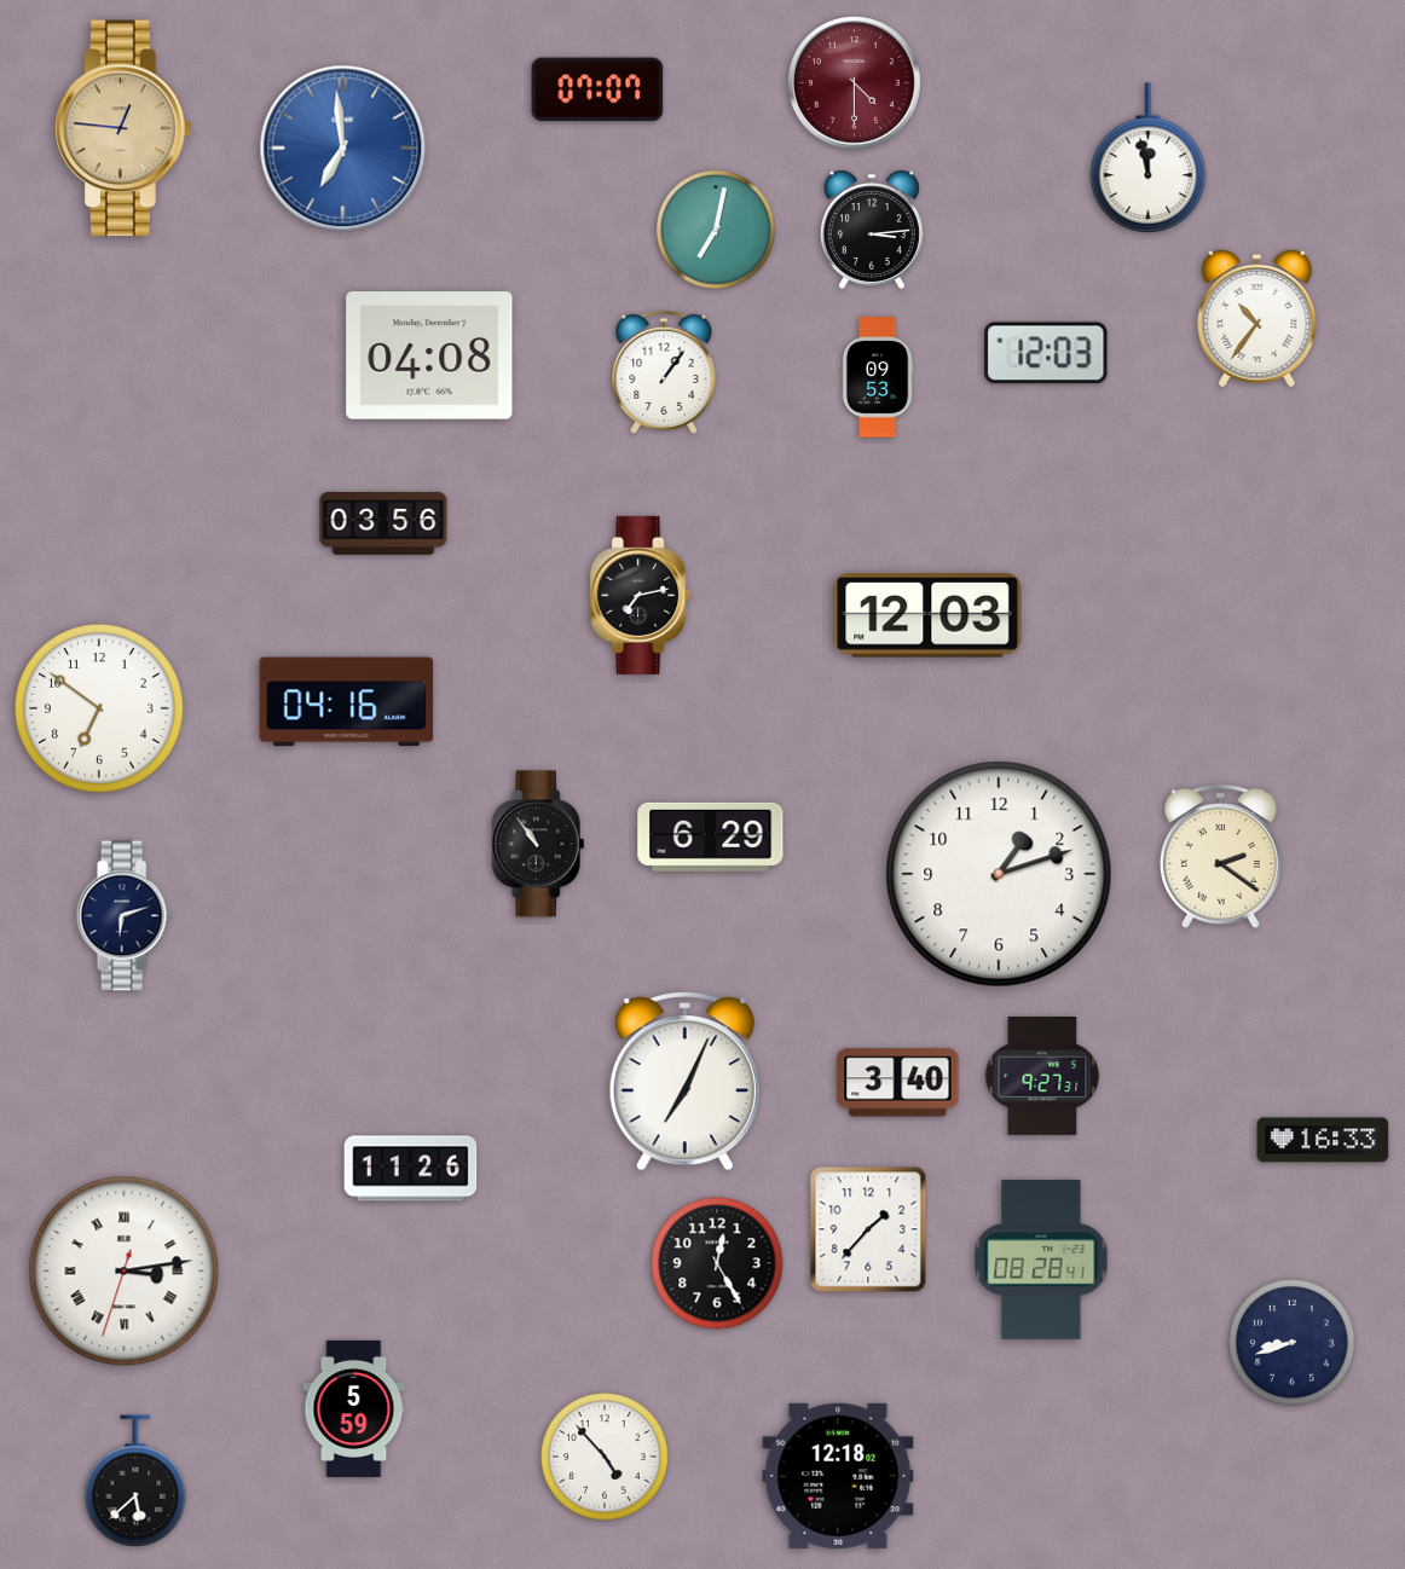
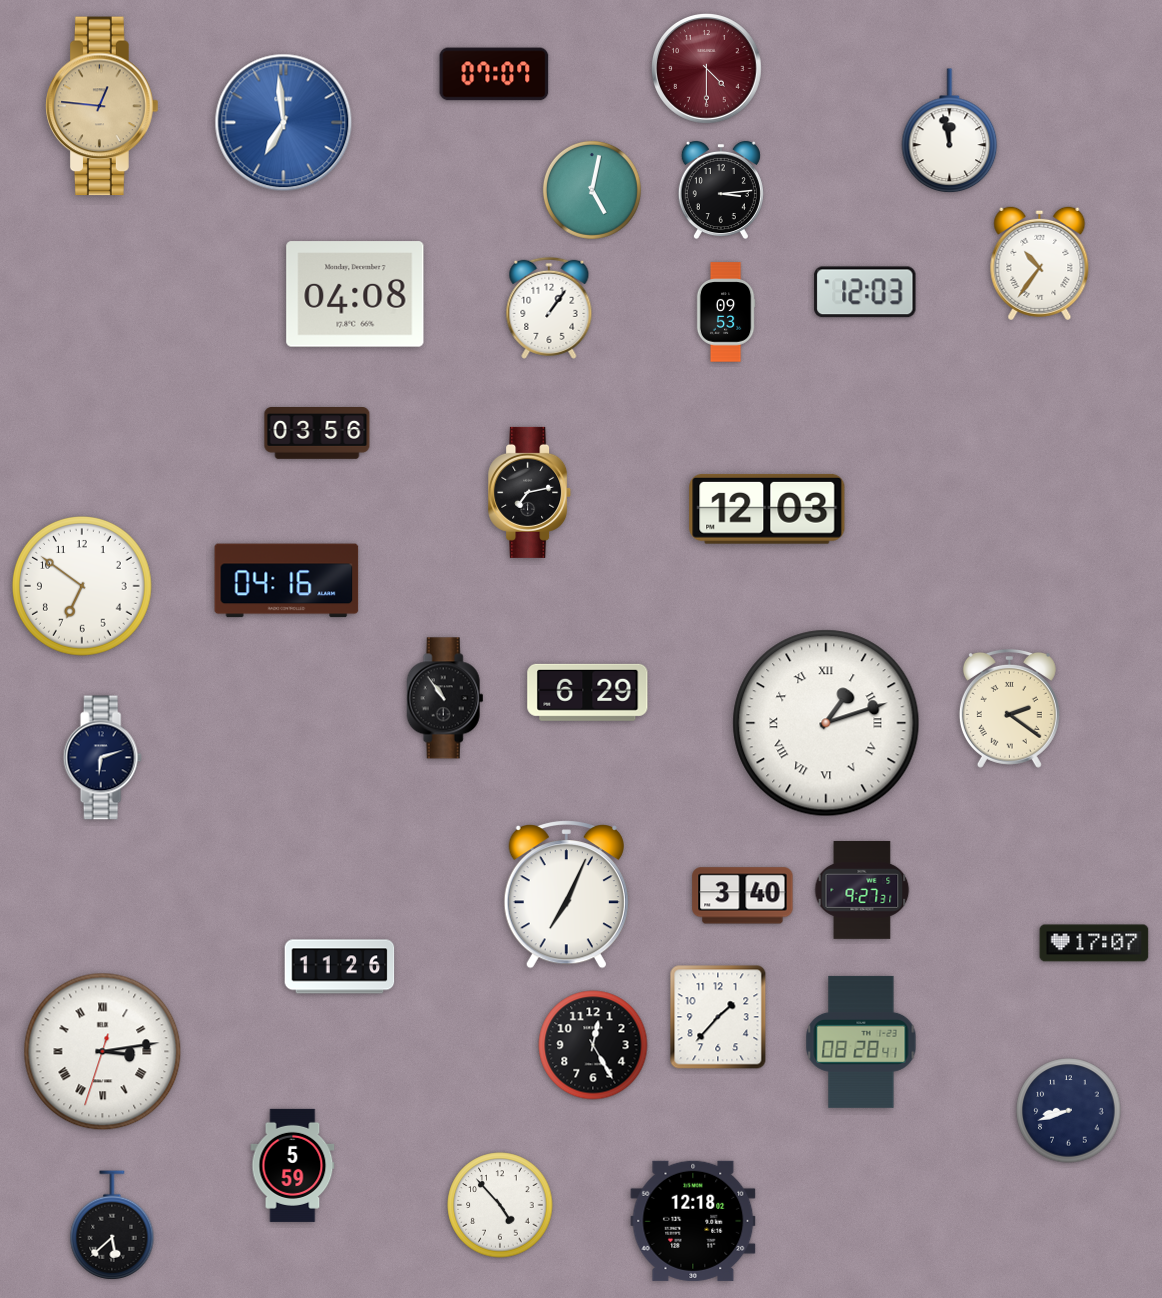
clock at (716, 230): 7:02 -> 5:02
clock at (999, 874) numerals: Arabic -> Roman
clock at (1323, 1140): 16:33 -> 17:07
